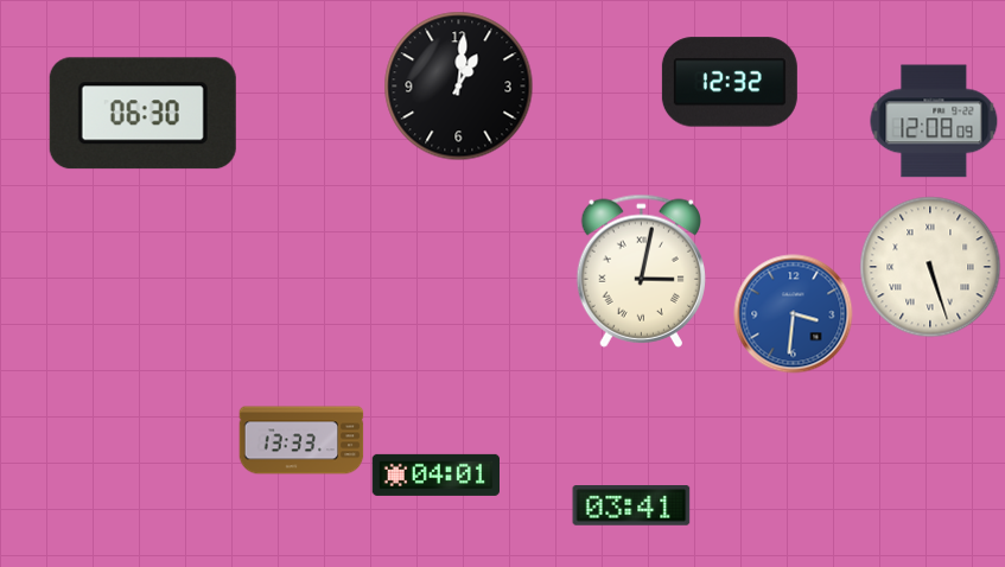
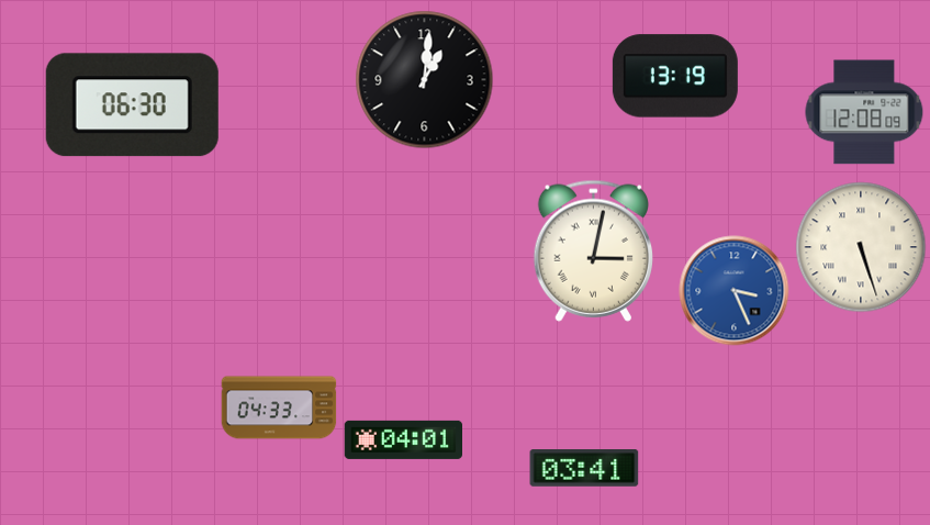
clock at (730, 82): 12:32 -> 13:19
clock at (794, 314): 3:31 -> 3:26
clock at (301, 440): 13:33 -> 04:33
